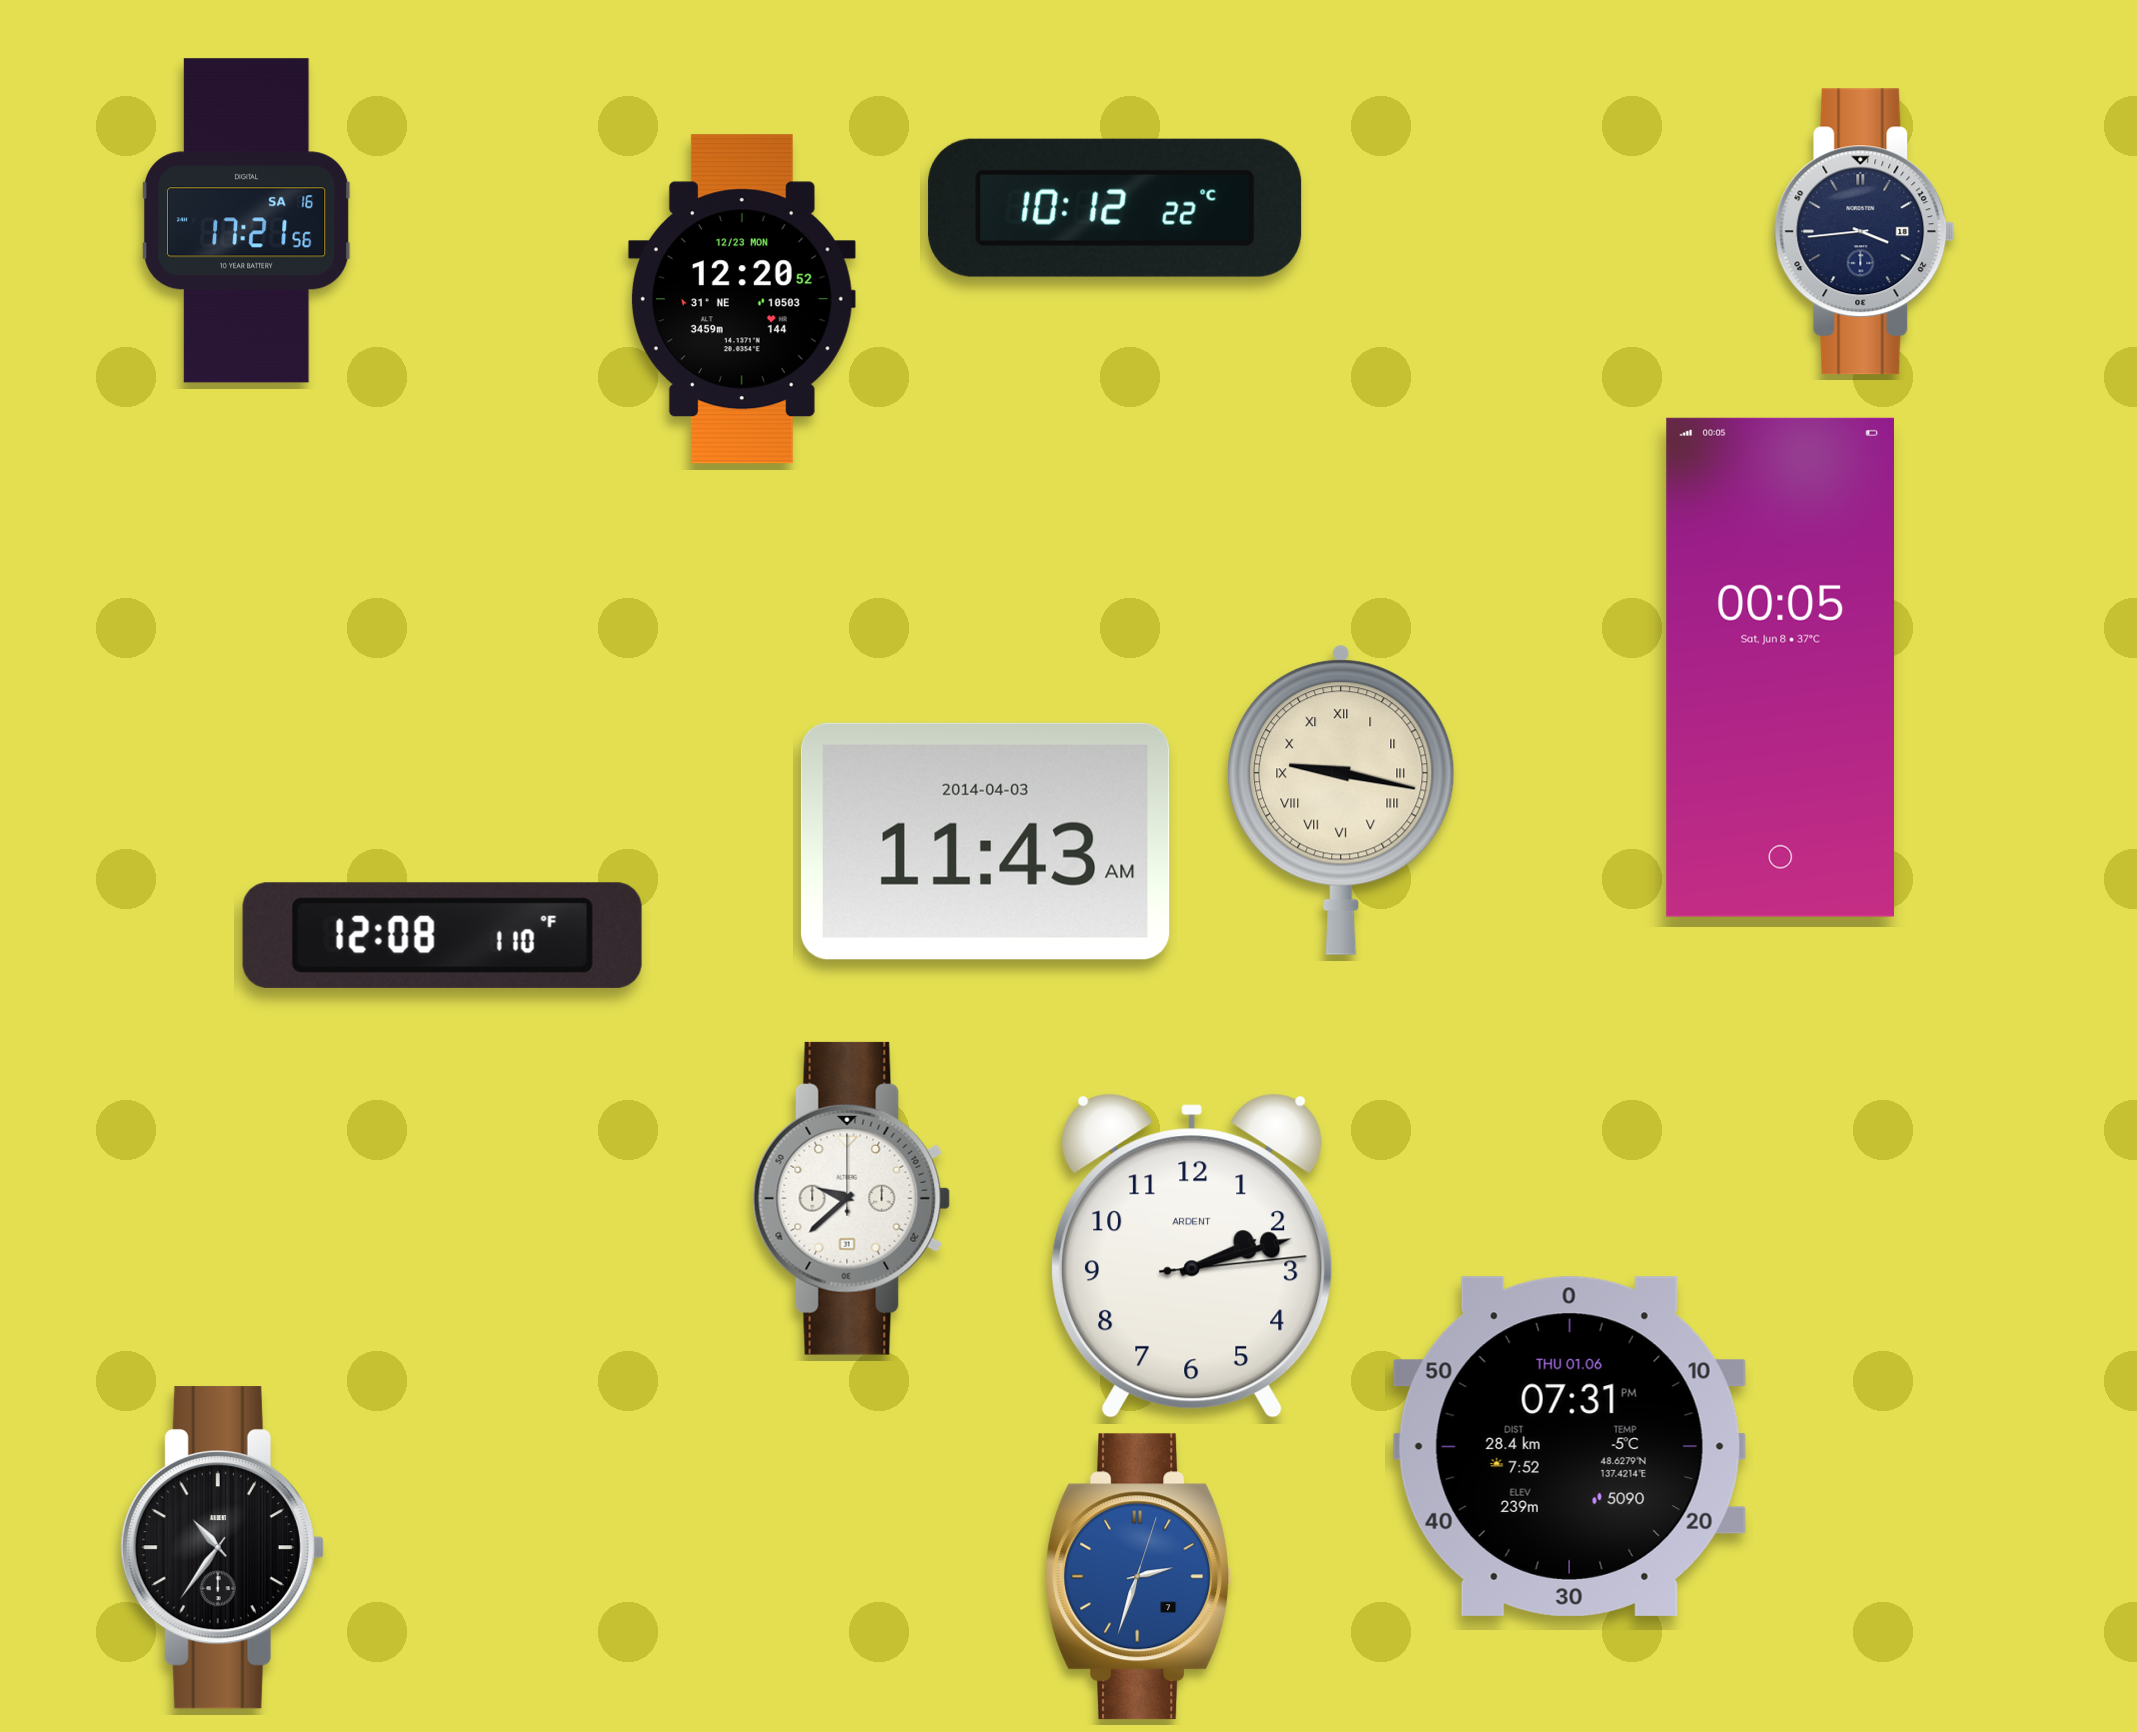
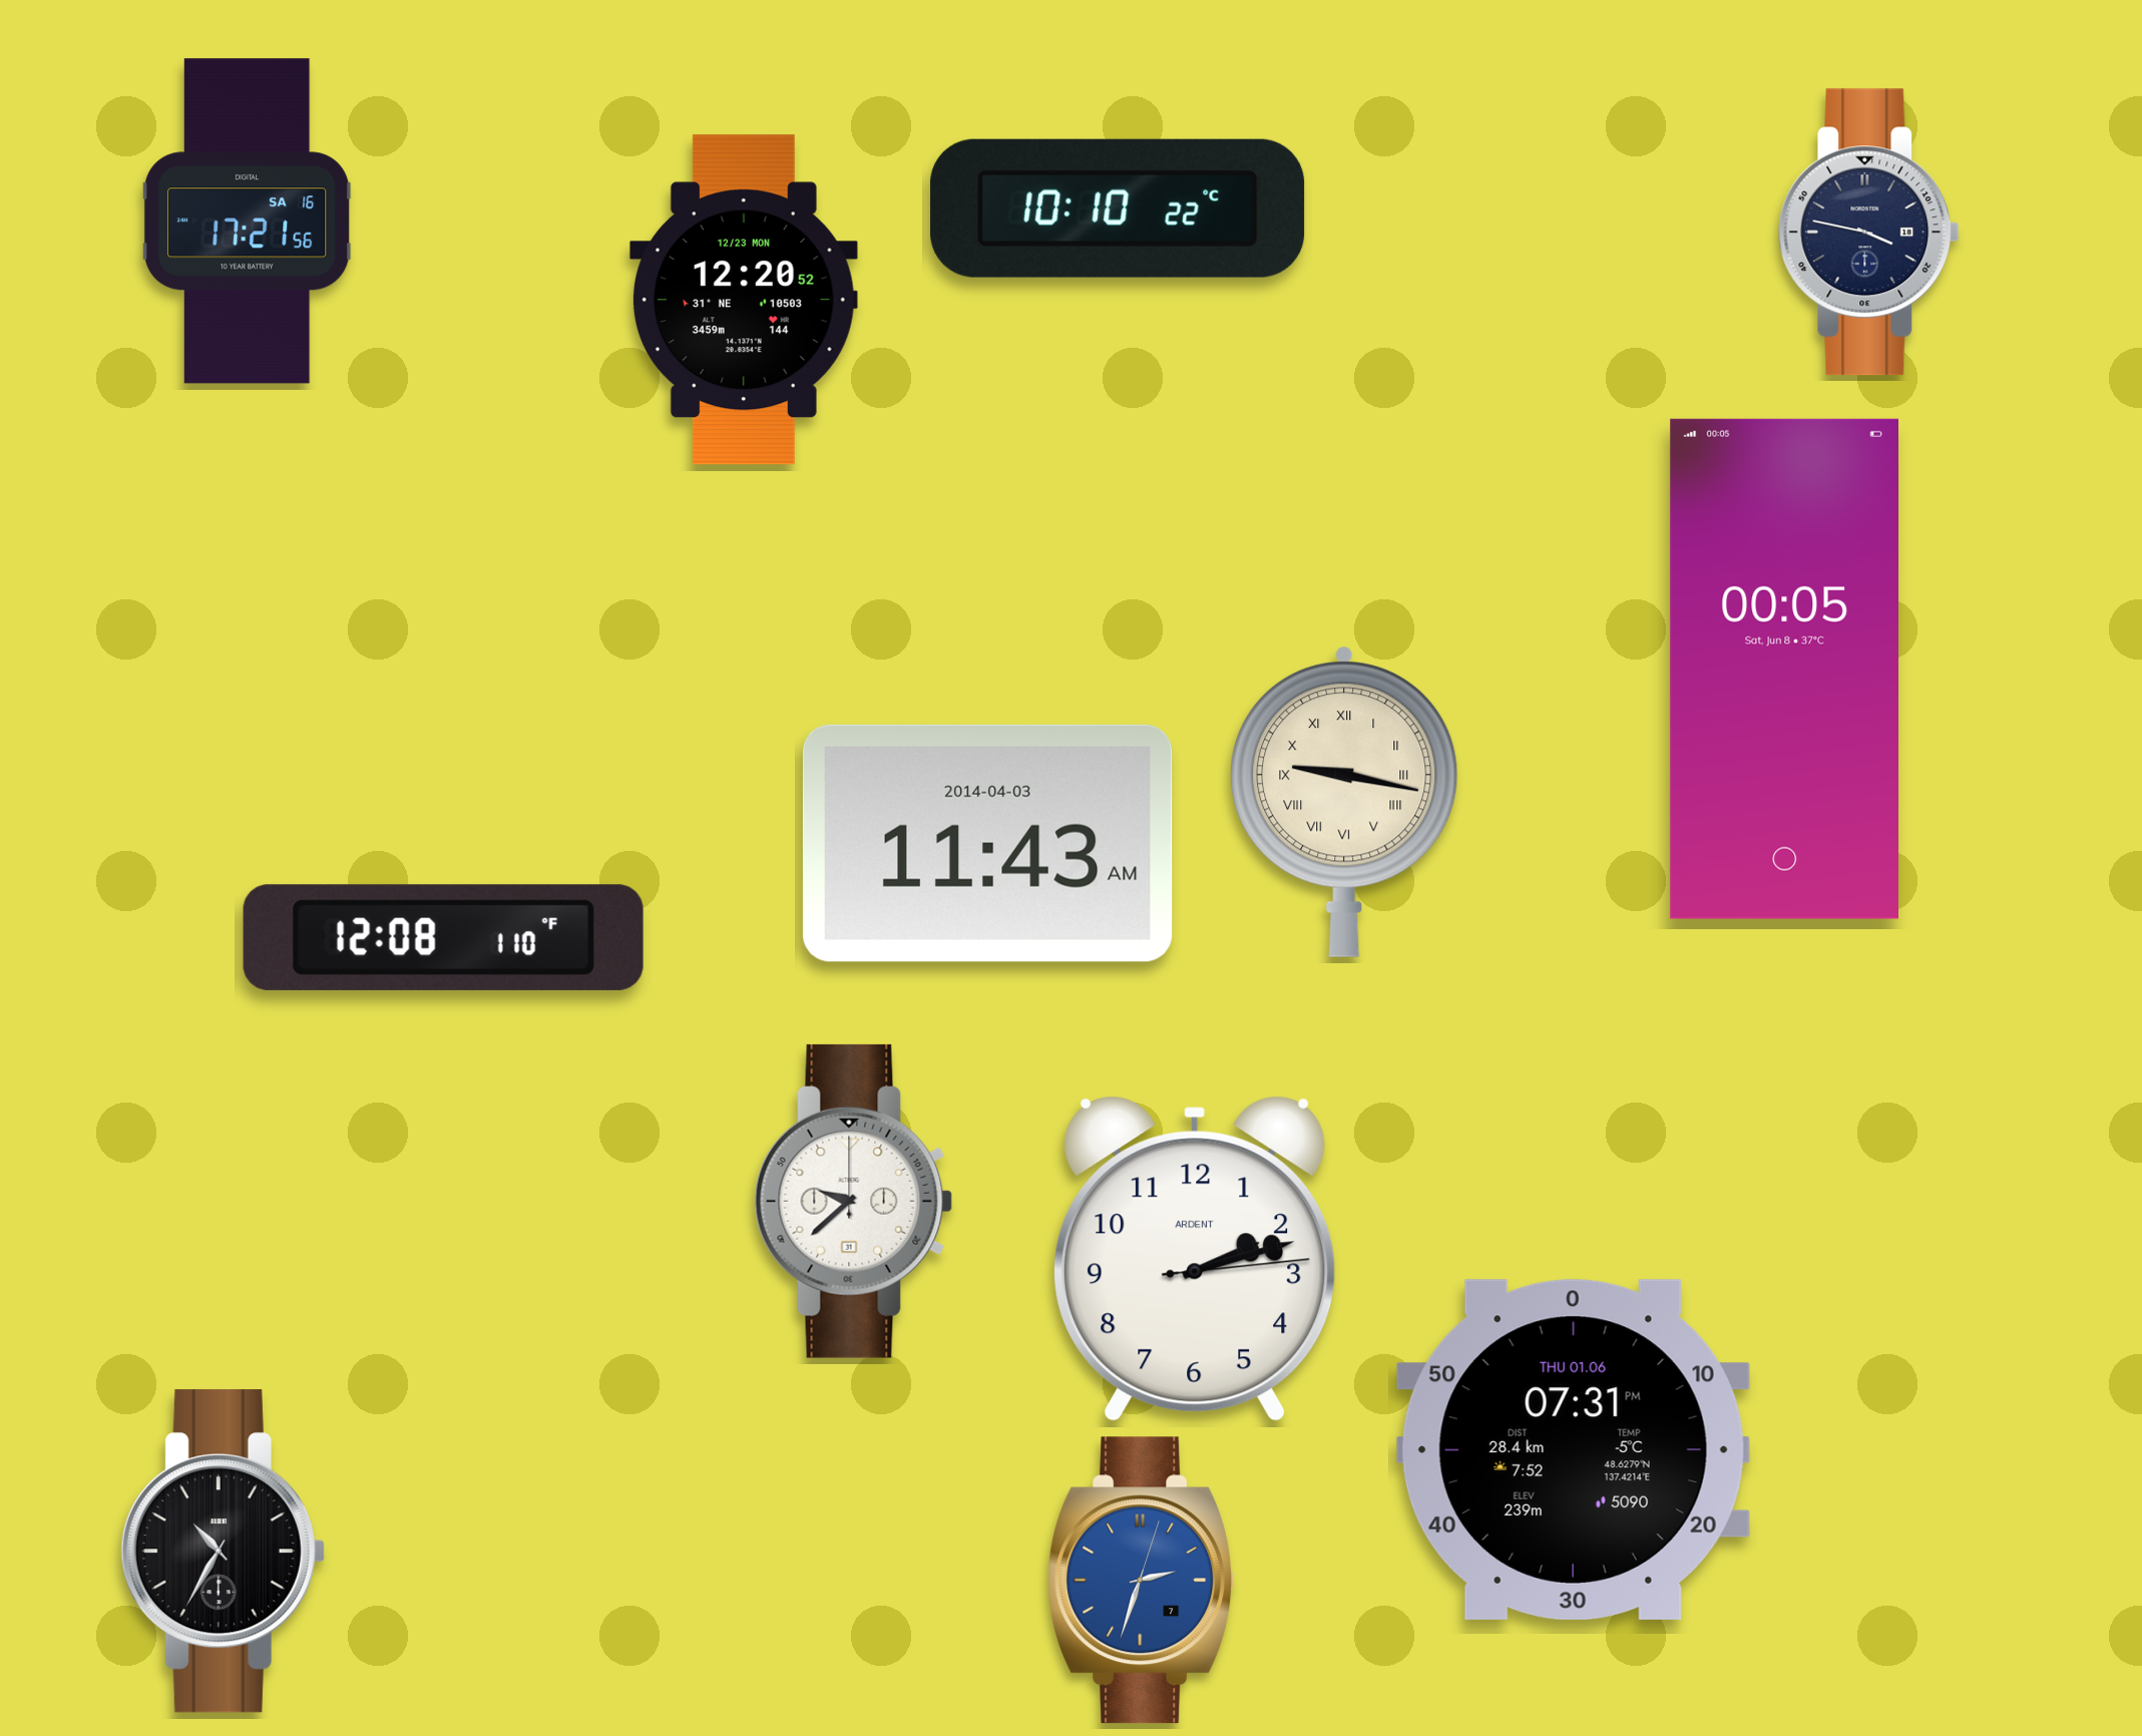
clock at (1115, 208): 10:12 -> 10:10
clock at (1864, 232): 3:44 -> 3:47
clock at (222, 1548): 10:36 -> 10:35
